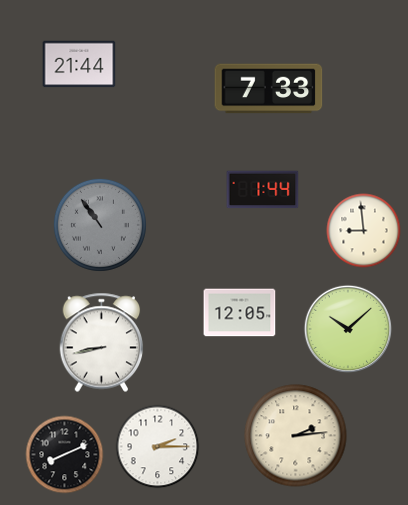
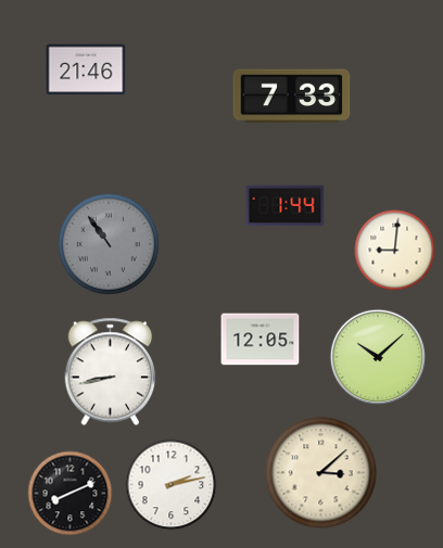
clock at (79, 64): 21:44 -> 21:46
clock at (364, 231): 8:59 -> 9:01
clock at (296, 436): 2:14 -> 3:08
clock at (158, 447): 2:15 -> 2:13
